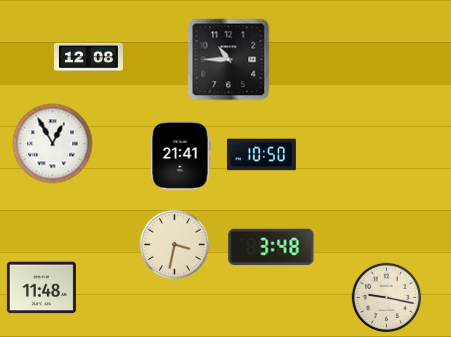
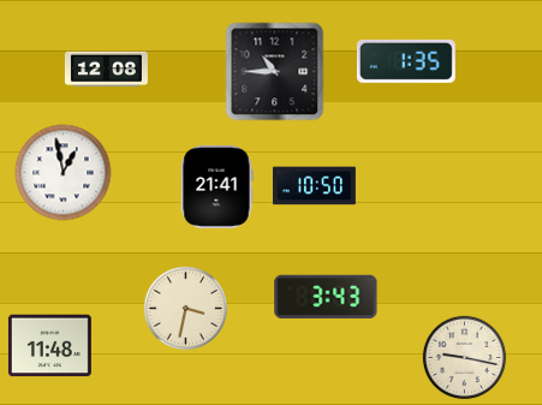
clock at (406, 61): none -> 1:35
clock at (53, 144): 12:55 -> 12:58
clock at (175, 245) position: (175, 245) -> (186, 309)
clock at (271, 247): 3:48 -> 3:43
